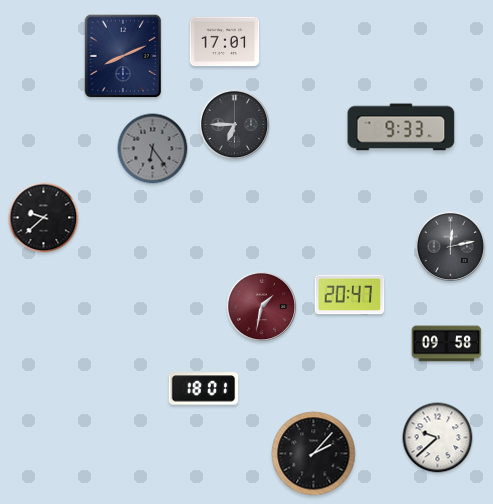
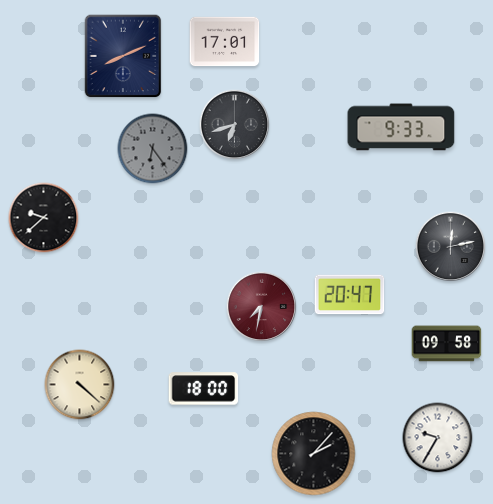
clock at (235, 125): 6:45 -> 6:42
clock at (262, 307): 1:32 -> 7:32
clock at (80, 385): none -> 4:22
clock at (204, 389): 18:01 -> 18:00
clock at (438, 438): 9:38 -> 9:35
